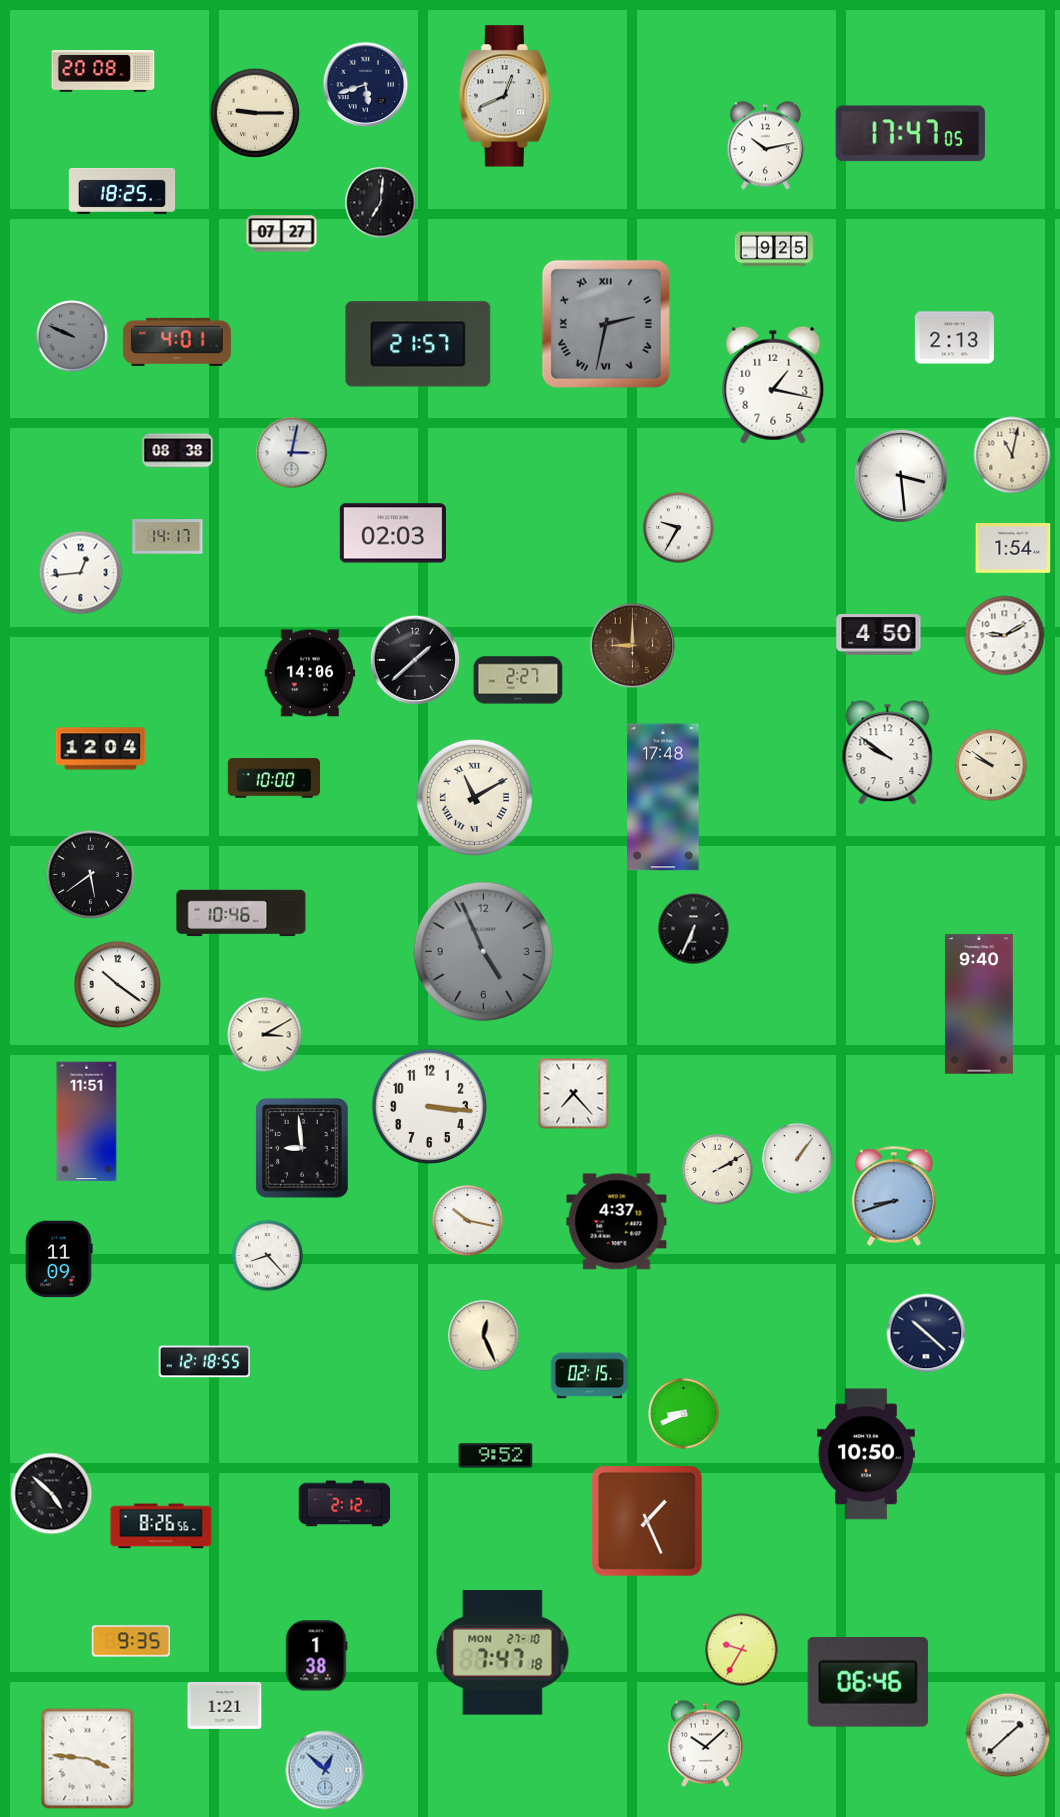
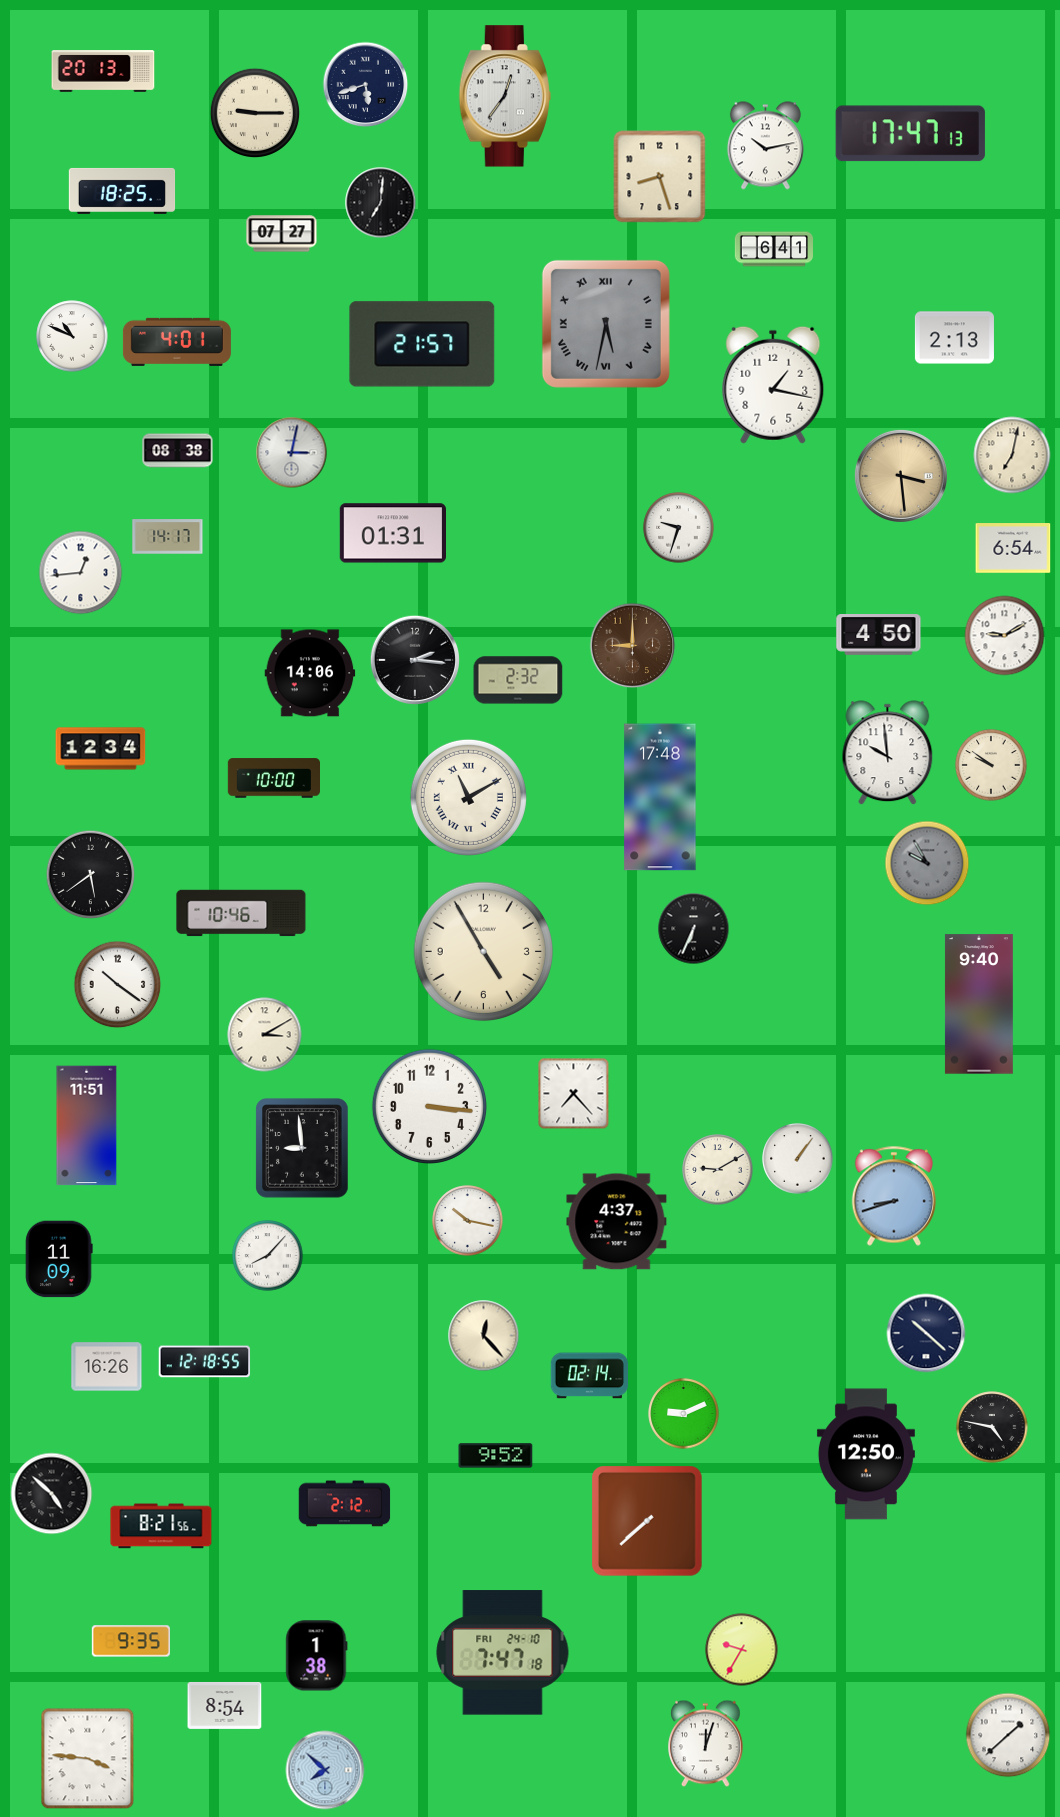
clock at (103, 71): 20:08 -> 20:13
clock at (505, 96): 12:41 -> 12:36
clock at (910, 134): 17:47:05 -> 17:47:13
clock at (660, 177): none -> 8:27
clock at (773, 249): 9:25 -> 6:41
clock at (606, 324): 2:32 -> 5:32
clock at (72, 336): 9:49 -> 10:49
clock at (72, 336) dial: grey -> white
clock at (418, 344) position: (418, 344) -> (422, 344)
clock at (1012, 455): 11:02 -> 7:02
clock at (901, 476) dial: white -> champagne
clock at (679, 528): 9:35 -> 9:33
clock at (392, 533): 02:03 -> 01:31
clock at (1013, 548): 1:54 -> 6:54
clock at (414, 659): 1:38 -> 2:16
clock at (518, 680): 2:27 -> 2:32
clock at (101, 749): 12:04 -> 12:34
clock at (888, 753): 9:51 -> 9:59
clock at (474, 797) position: (474, 797) -> (468, 797)
clock at (663, 797) position: (663, 797) -> (660, 797)
clock at (927, 863): none -> 9:55
clock at (484, 952): 4:56 -> 4:55
clock at (484, 952) dial: grey -> cream
clock at (87, 1122) position: (87, 1122) -> (87, 1126)
clock at (718, 1170): 2:10 -> 9:10
clock at (268, 1256): 8:23 -> 8:07
clock at (484, 1336): 12:26 -> 12:23
clock at (107, 1367): none -> 16:26
clock at (590, 1376): 02:15 -> 02:14
clock at (684, 1414): 8:41 -> 9:11
clock at (992, 1427): none -> 4:47
clock at (866, 1454): 10:50 -> 12:50
clock at (647, 1521): 1:26 -> 7:38
clock at (161, 1526): 8:26 -> 8:21
clock at (503, 1653) date: MON 27-10 -> FRI 24-10
clock at (868, 1683): 06:46 -> none
clock at (225, 1705): 1:21 -> 8:54
clock at (706, 1744): 10:08 -> 12:03
clock at (325, 1770): 12:52 -> 7:52
